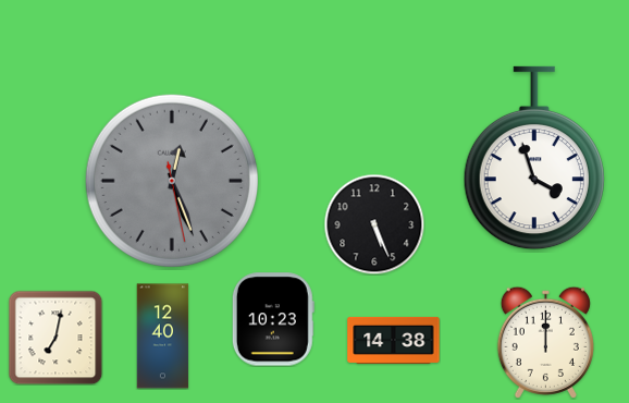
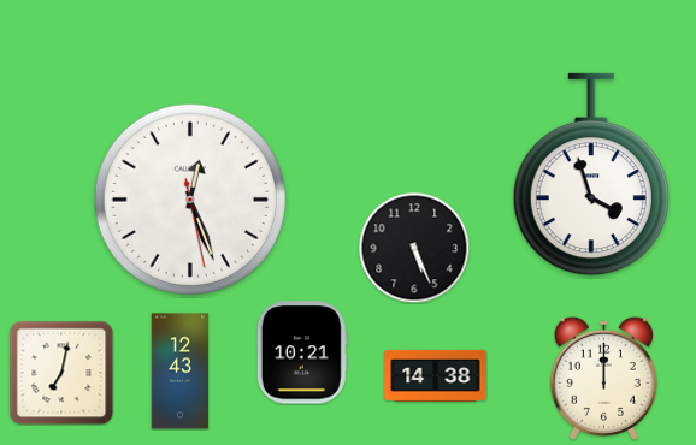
clock at (172, 181) dial: grey -> white
clock at (273, 319): 10:23 -> 10:21
clock at (163, 337): 12:40 -> 12:43
